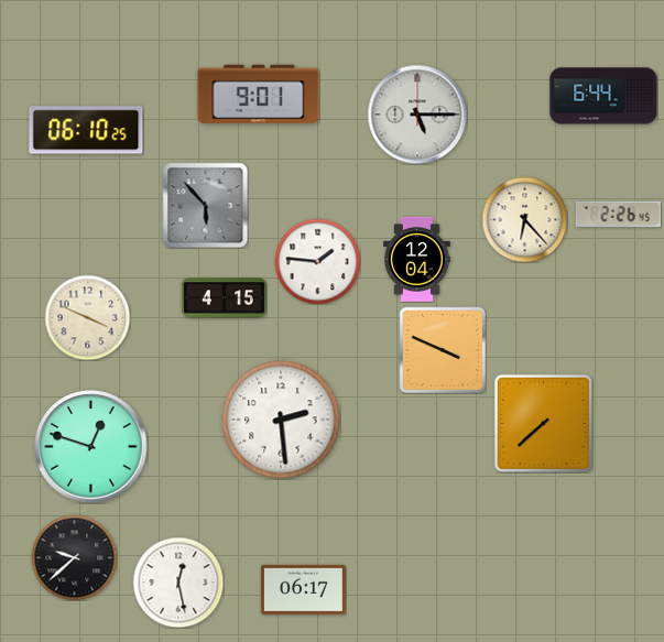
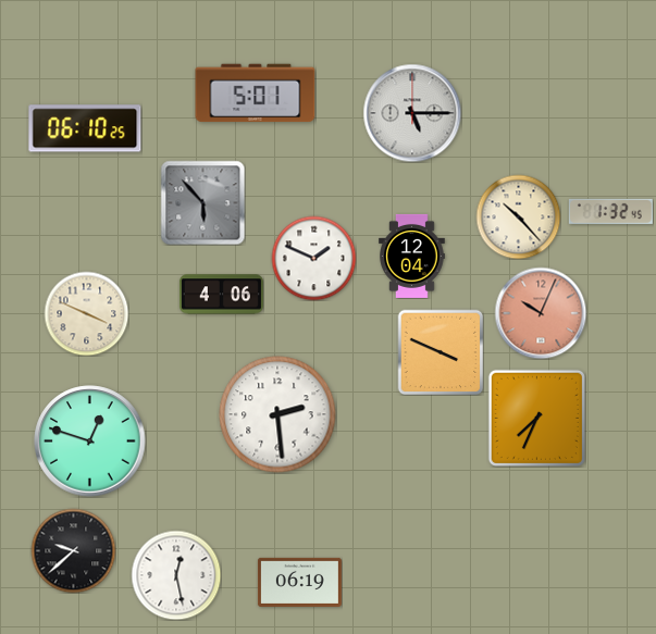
clock at (259, 95): 9:01 -> 5:01
clock at (603, 96): 6:44 -> none
clock at (618, 214): 2:26 -> 1:32
clock at (524, 219): 6:23 -> 10:23
clock at (317, 261): 1:46 -> 1:49
clock at (224, 298): 4:15 -> 4:06
clock at (541, 313): none -> 10:04
clock at (443, 350) position: (443, 350) -> (441, 352)
clock at (543, 423): 7:38 -> 7:34
clock at (303, 589): 06:17 -> 06:19
